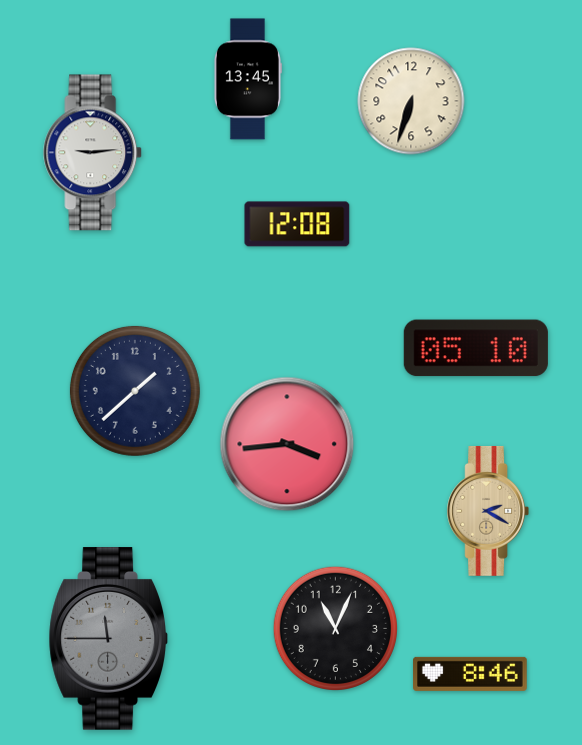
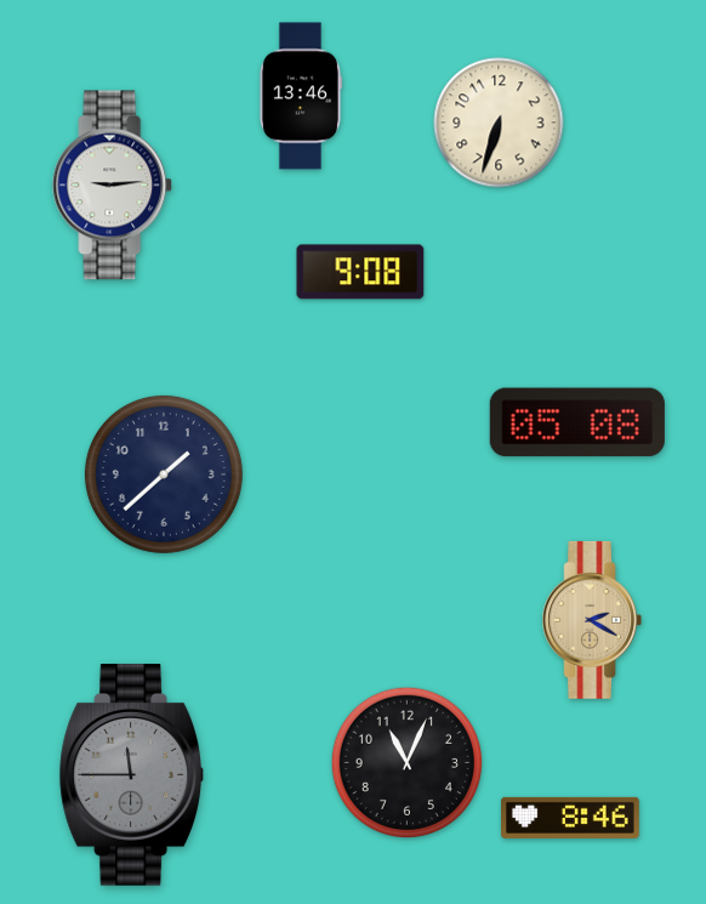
clock at (247, 79): 13:45 -> 13:46
clock at (297, 224): 12:08 -> 9:08
clock at (476, 348): 05:10 -> 05:08
clock at (287, 444): 3:44 -> none
